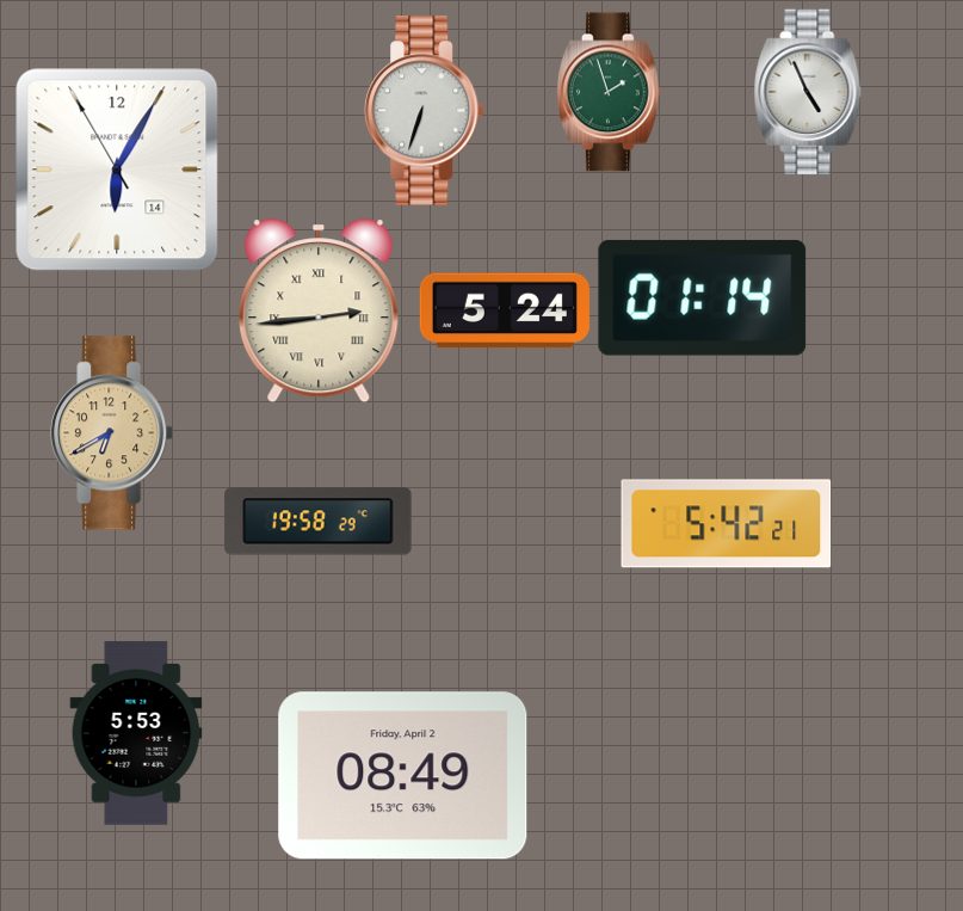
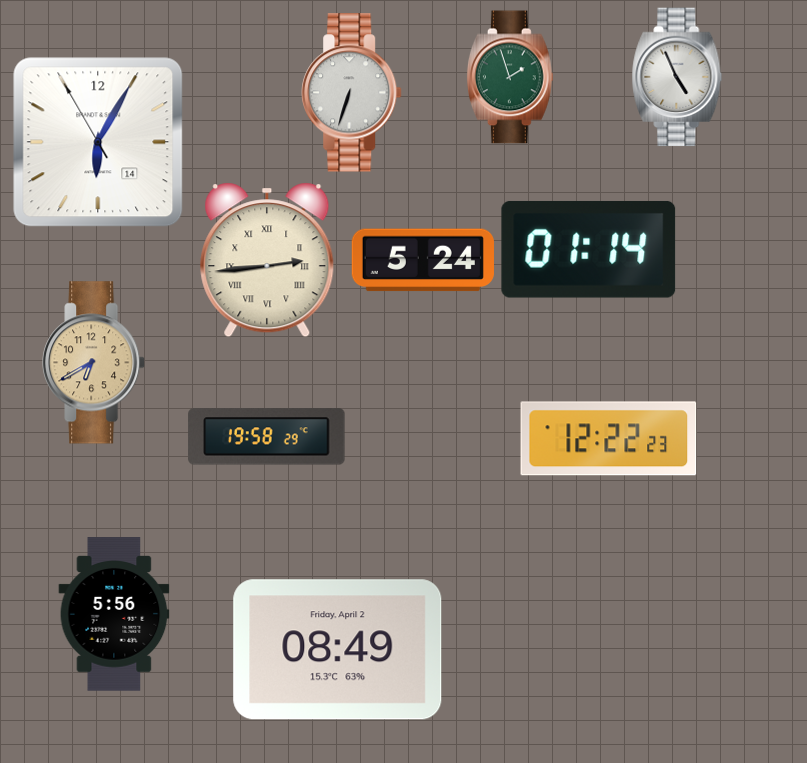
clock at (425, 111) position: (425, 111) -> (352, 93)
clock at (727, 524): 5:42 -> 12:22
clock at (136, 733): 5:53 -> 5:56
